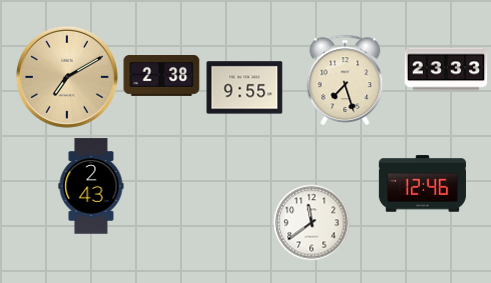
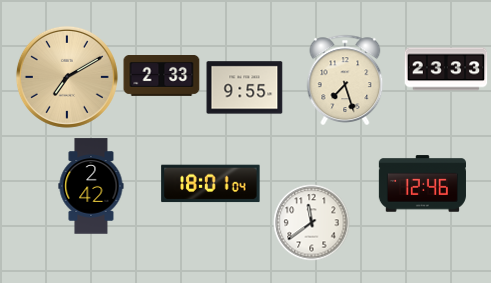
clock at (162, 76): 2:38 -> 2:33
clock at (211, 184): none -> 18:01
clock at (91, 186): 2:43 -> 2:42
